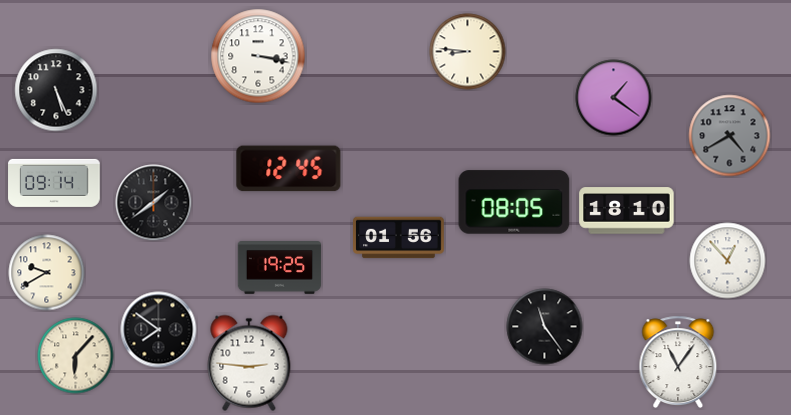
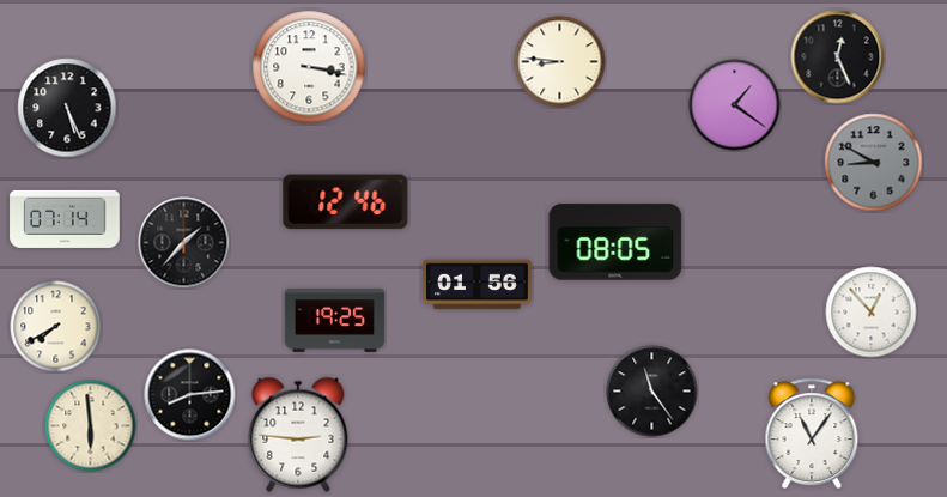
clock at (838, 57): none -> 12:26
clock at (614, 98) position: (614, 98) -> (735, 105)
clock at (730, 136): 4:40 -> 8:50
clock at (289, 169): 12:45 -> 12:46
clock at (54, 183): 09:14 -> 07:14
clock at (154, 203): 1:39 -> 1:37
clock at (627, 211): 18:10 -> none
clock at (47, 273): 9:40 -> 7:40
clock at (159, 330): 7:51 -> 8:14
clock at (76, 356): 6:07 -> 5:59
